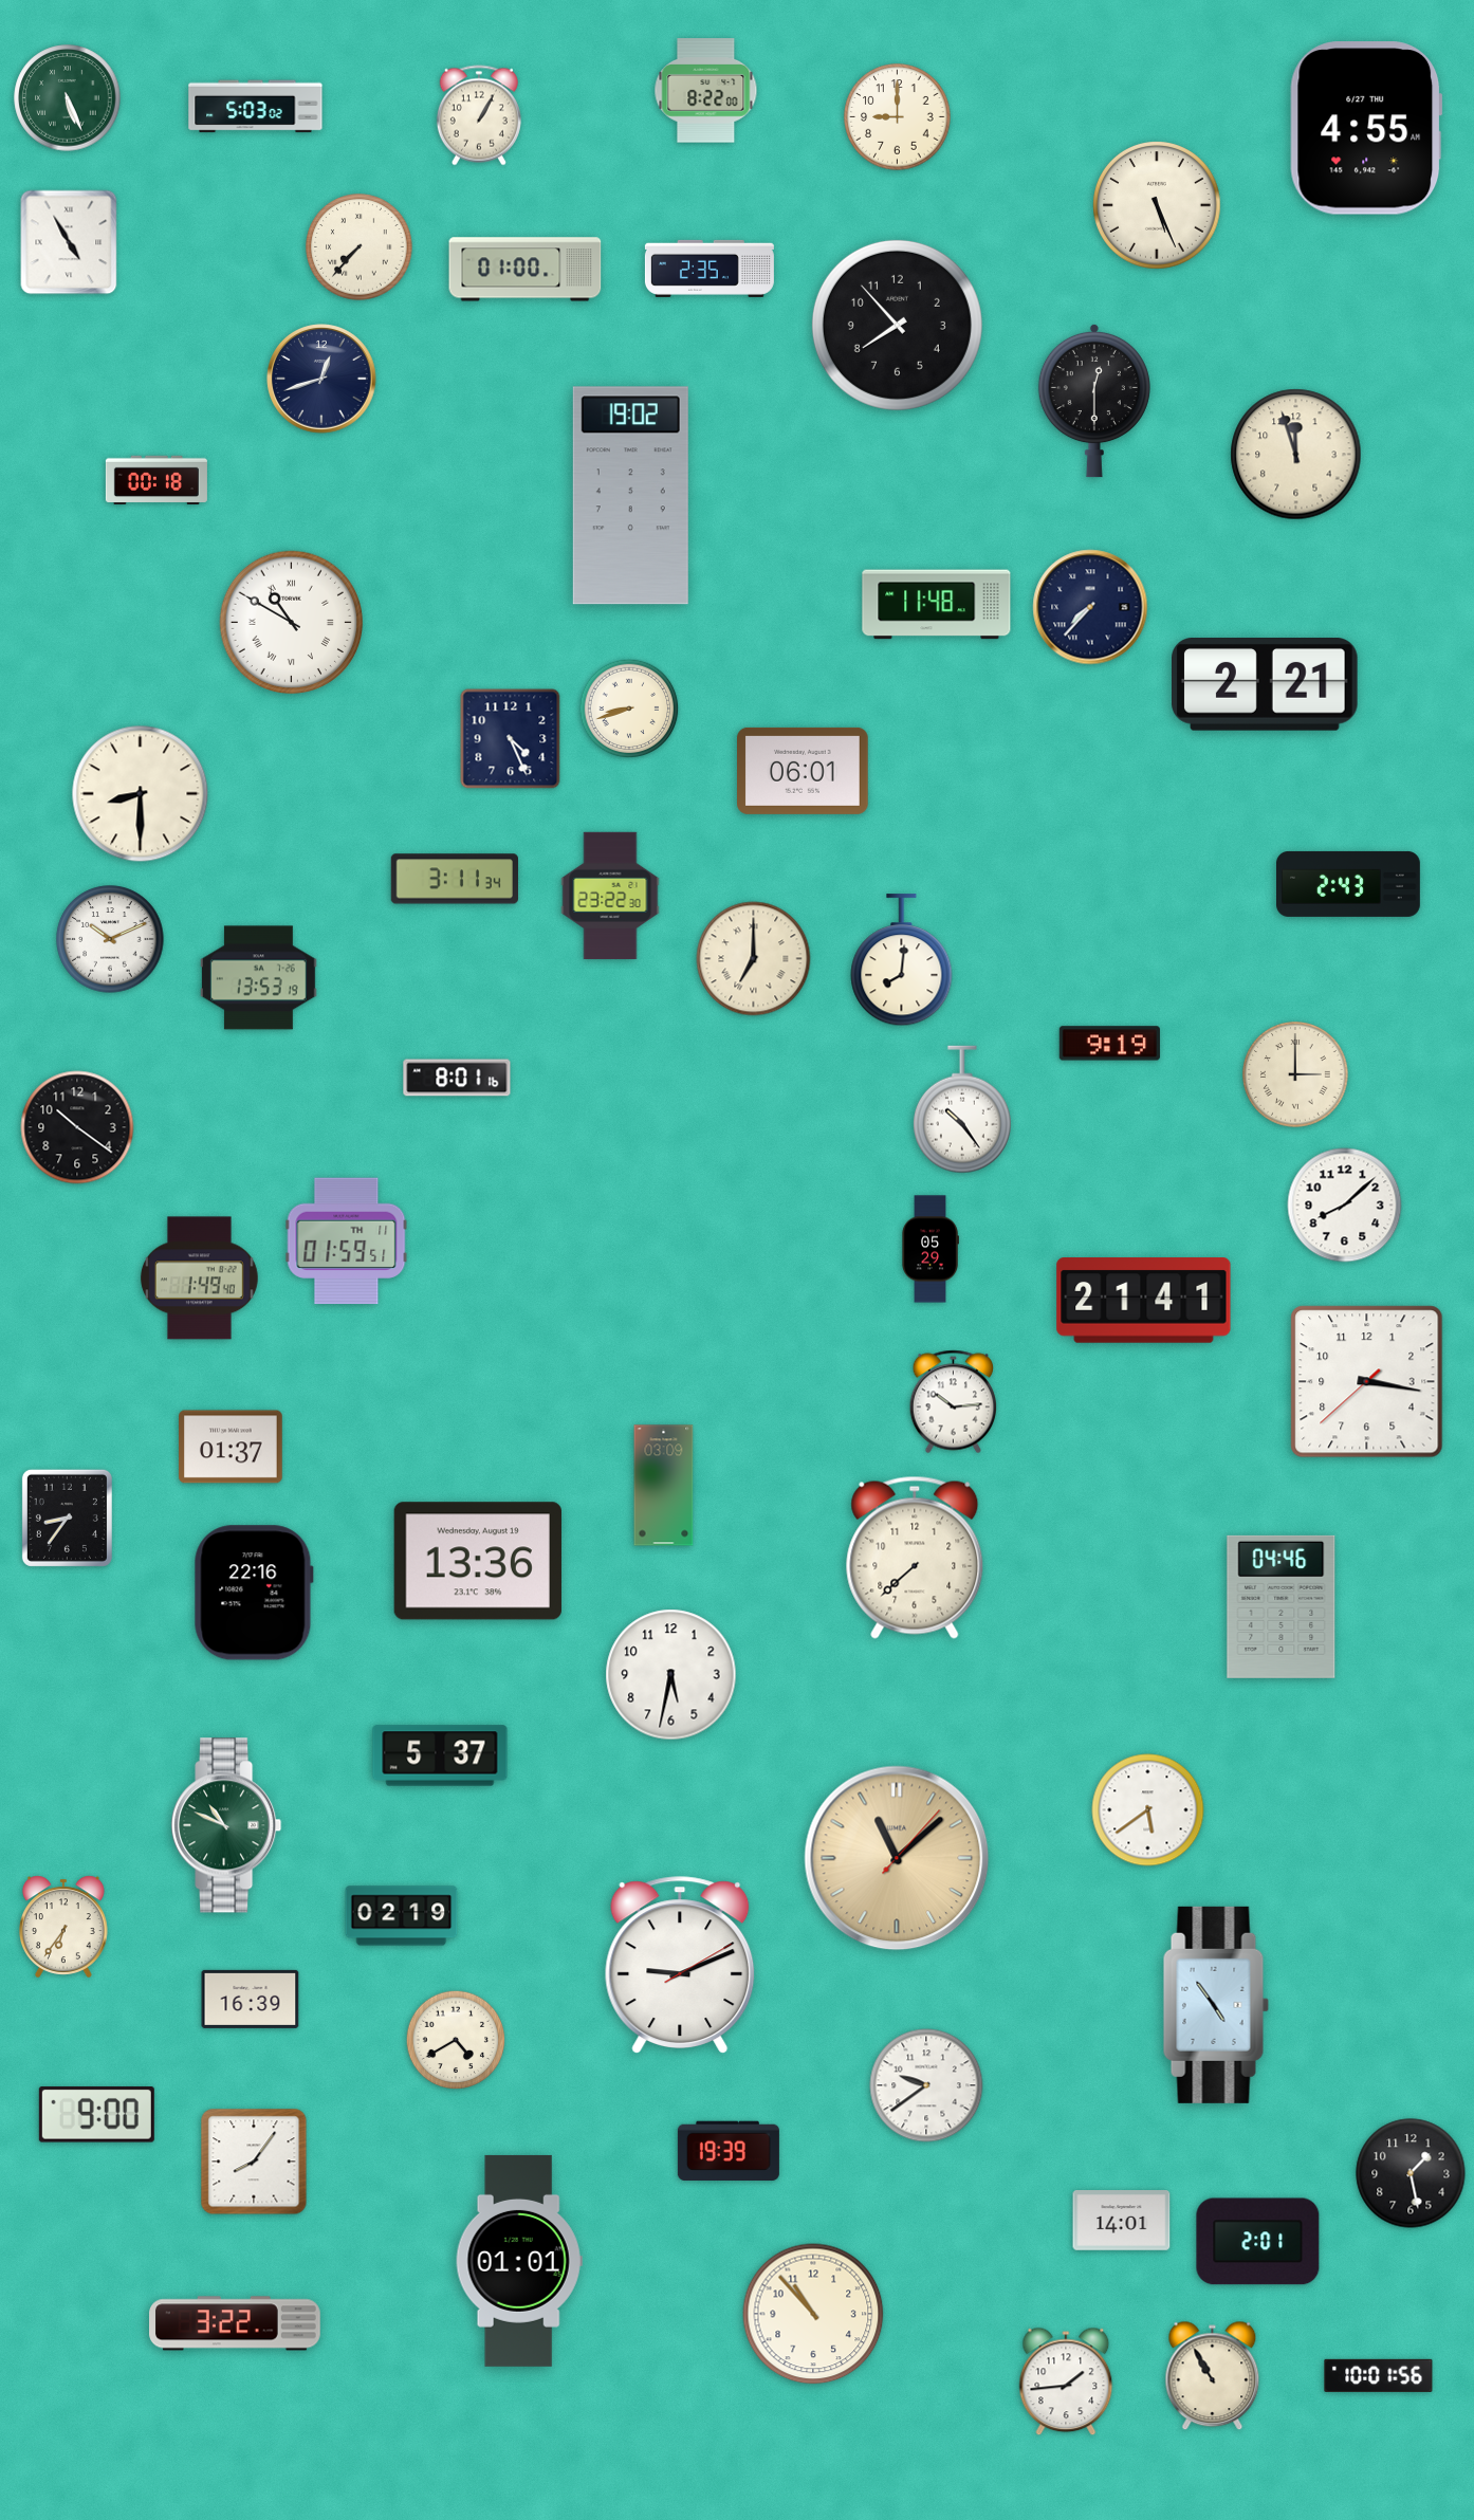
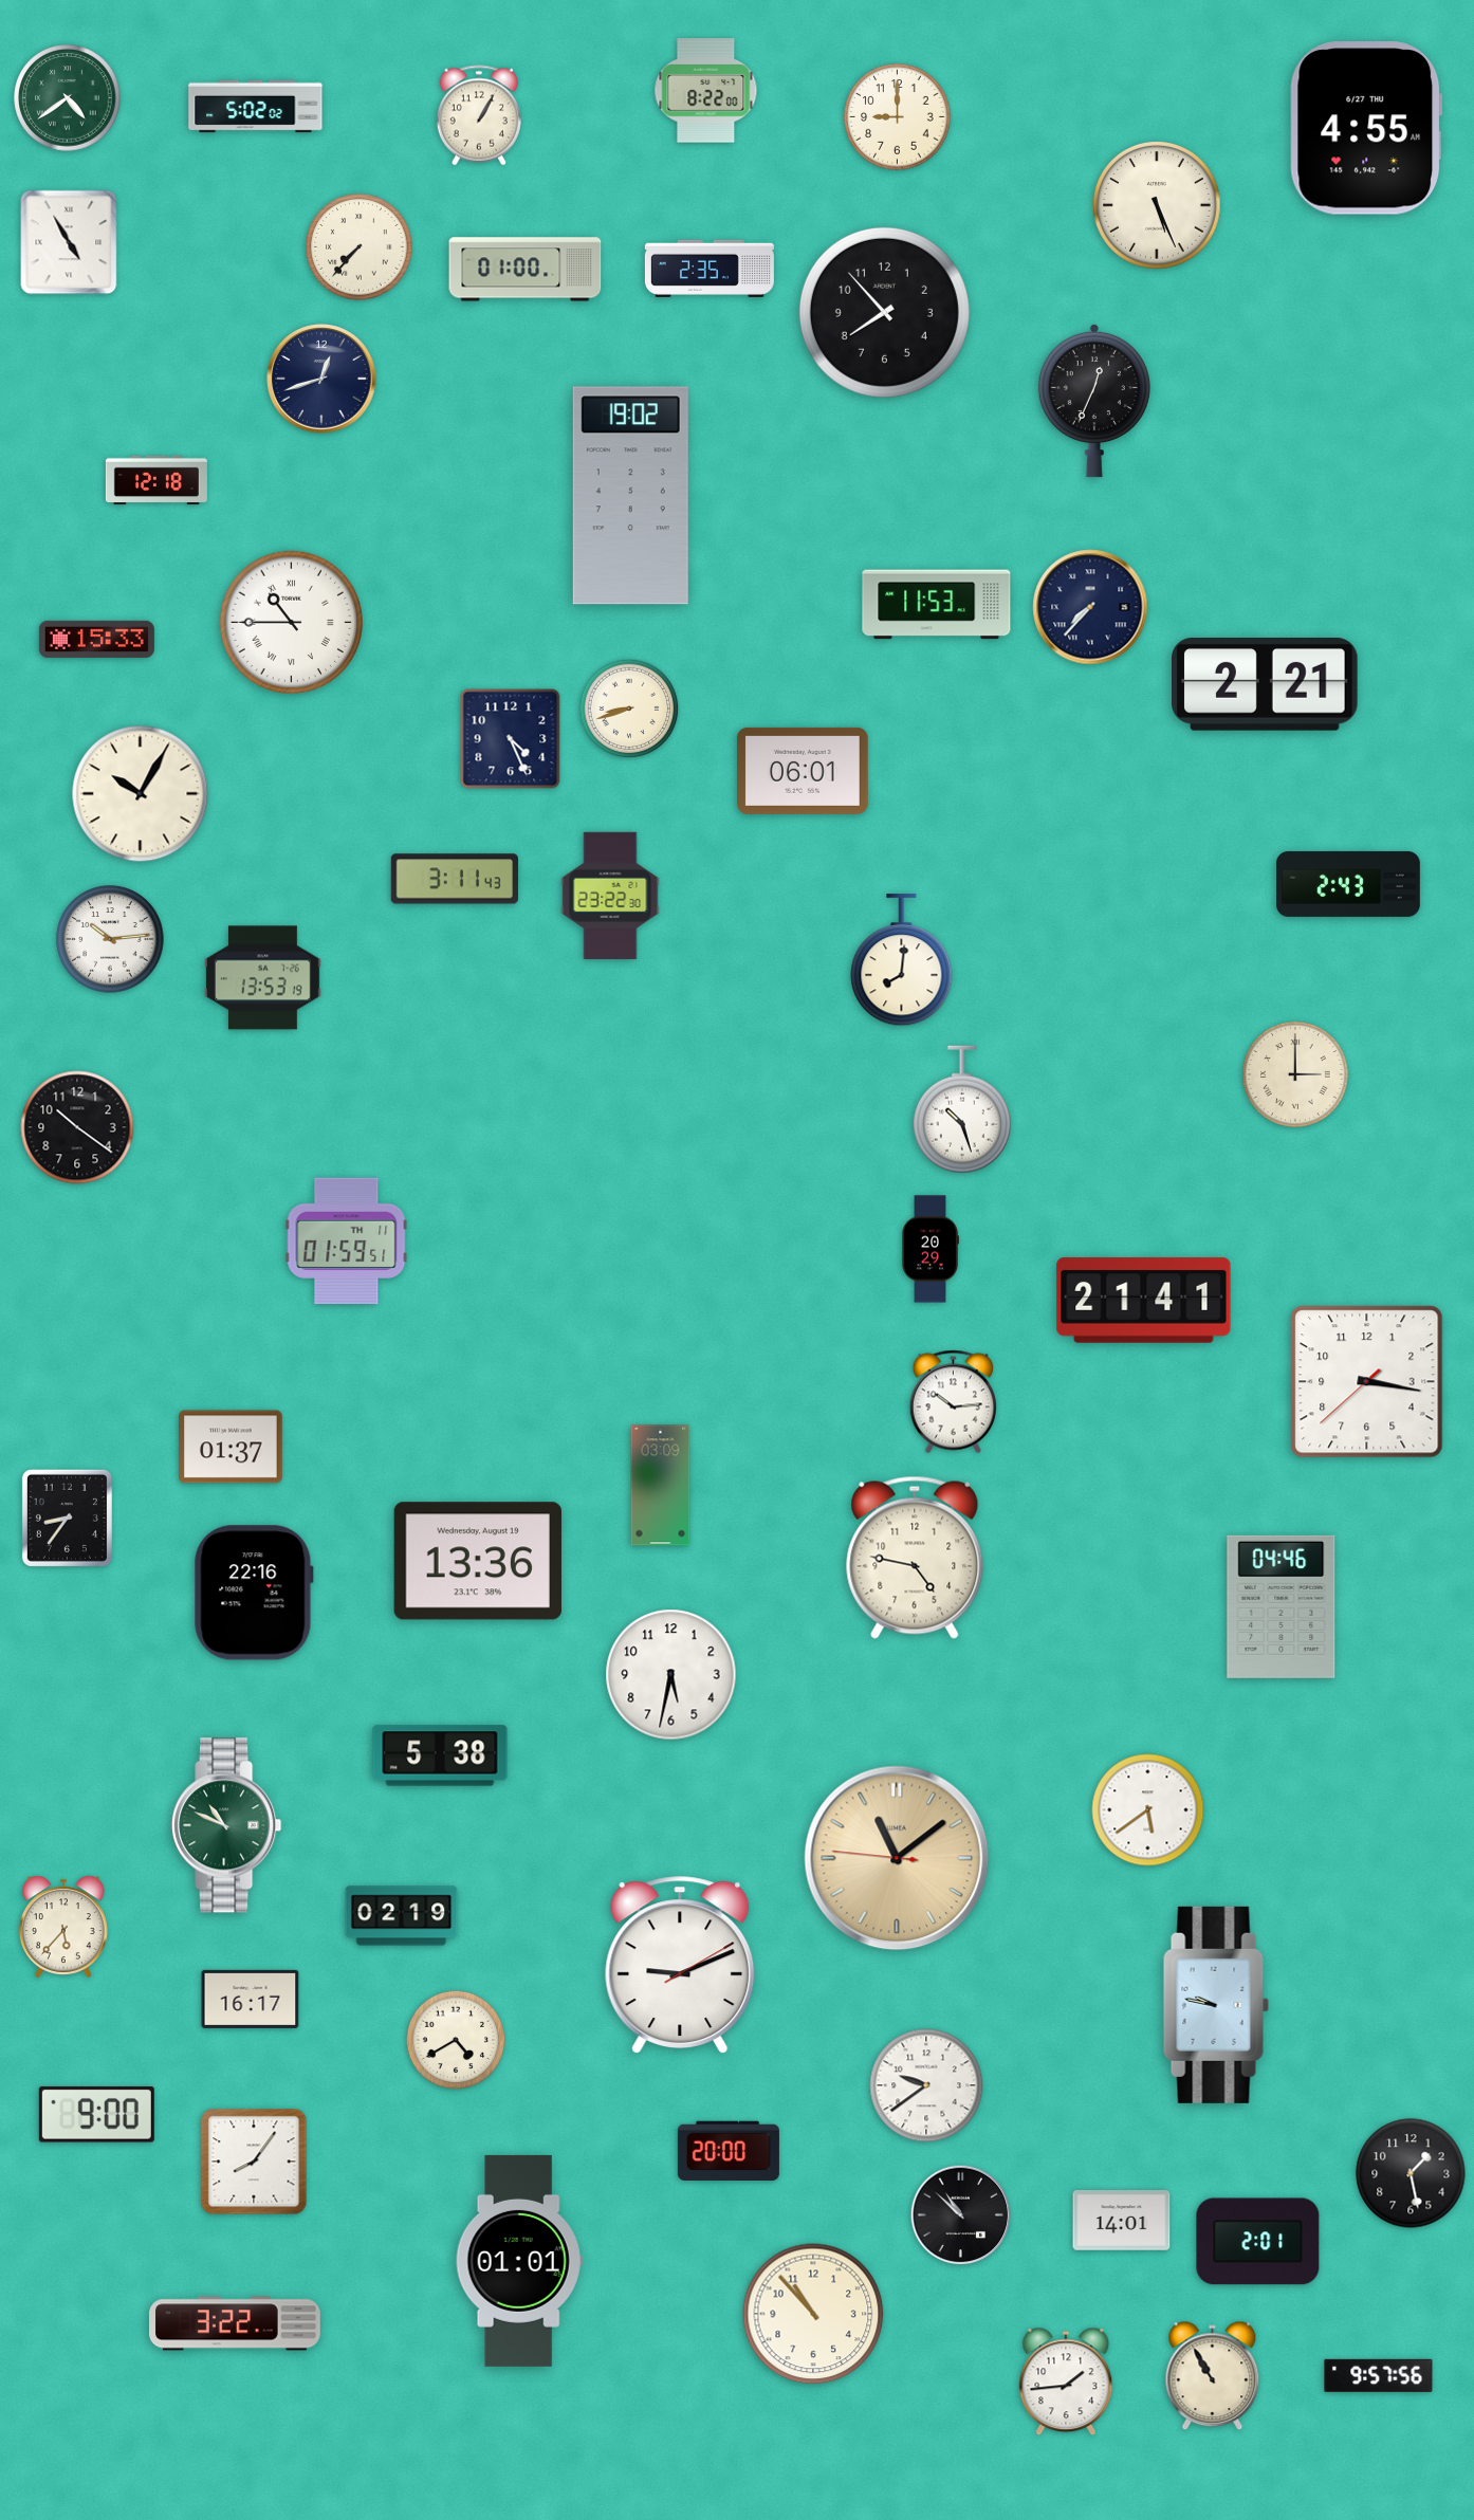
clock at (68, 98): 5:26 -> 4:39
clock at (256, 107): 5:03 -> 5:02
clock at (897, 325) position: (897, 325) -> (884, 312)
clock at (1094, 401): 12:30 -> 12:34
clock at (1296, 455): 11:57 -> none
clock at (156, 479): 00:18 -> 12:18
clock at (937, 605): 11:48 -> 11:53
clock at (292, 623): 10:50 -> 10:45
clock at (96, 639): none -> 15:33
clock at (141, 794): 8:30 -> 10:05
clock at (455, 879): 3:11:34 -> 3:11:43
clock at (110, 939): 10:11 -> 10:14
clock at (754, 959): 7:00 -> none
clock at (259, 978) position: (259, 978) -> (263, 978)
clock at (1109, 1044): 9:19 -> none
clock at (457, 1078): 8:01 -> none
clock at (962, 1109): 10:24 -> 10:27
clock at (1345, 1206): 8:08 -> none
clock at (931, 1249): 05:29 -> 20:29
clock at (199, 1279): 1:49 -> none
clock at (664, 1486) position: (664, 1486) -> (661, 1486)
clock at (915, 1558): 7:38 -> 4:47
clock at (440, 1755): 5:37 -> 5:38
clock at (897, 1858): 11:08:07 -> 11:08:46
clock at (63, 1927): 6:36 -> 5:37
clock at (251, 1999): 16:39 -> 16:17
clock at (1216, 2005): 4:54 -> 9:47
clock at (729, 2150): 19:39 -> 20:00
clock at (961, 2215): none -> 10:52
clock at (1379, 2375): 10:01 -> 9:57
